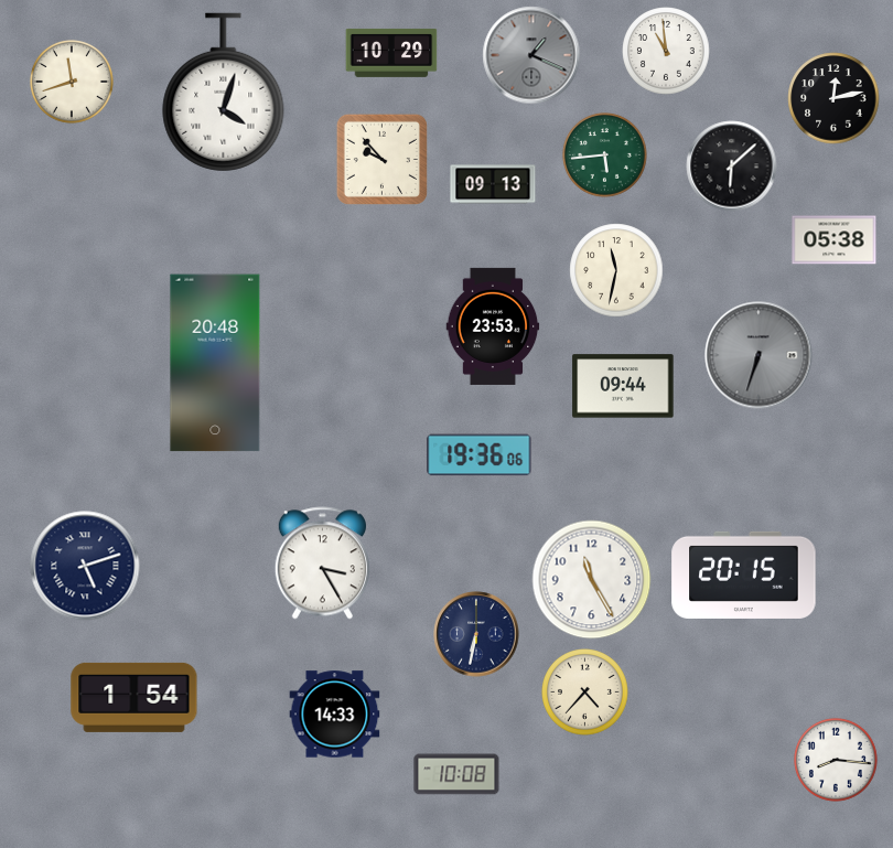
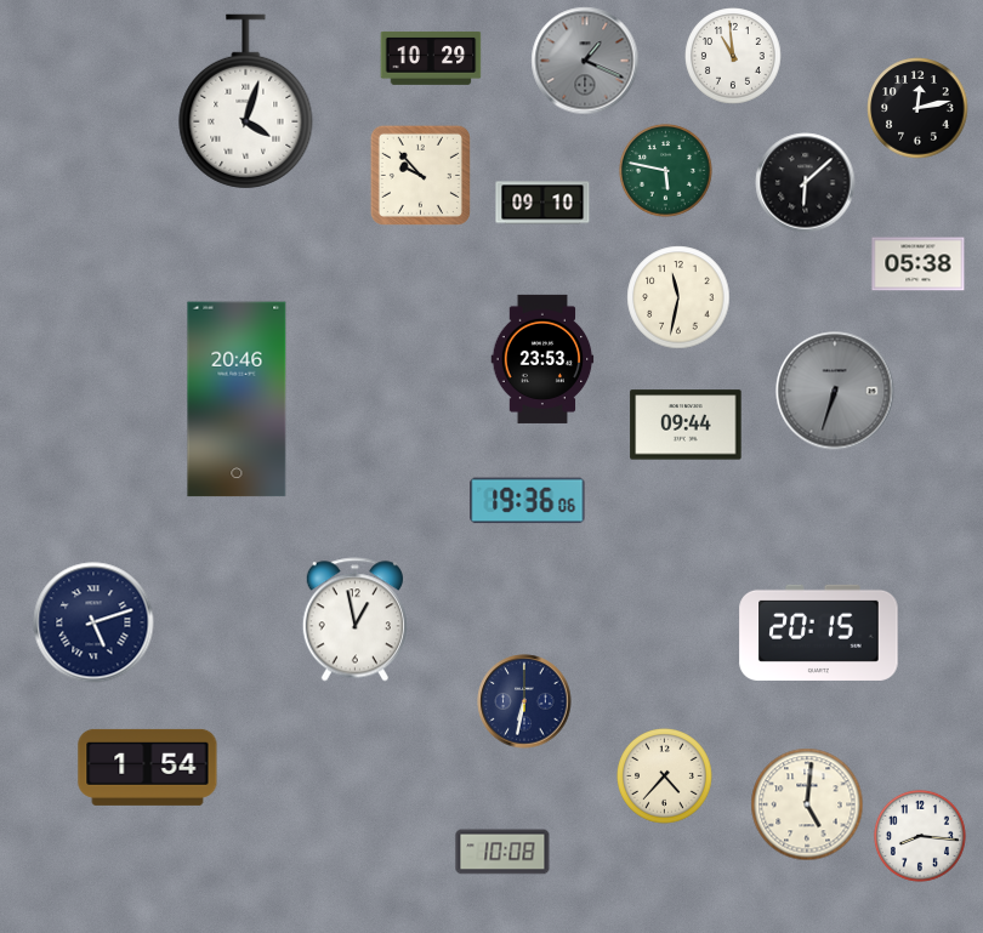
clock at (72, 82): 11:42 -> none
clock at (604, 154): 5:44 -> 5:47
clock at (493, 184): 09:13 -> 09:10
clock at (215, 363): 20:48 -> 20:46
clock at (322, 563): 3:25 -> 12:58
clock at (592, 580): 11:25 -> none
clock at (476, 634) position: (476, 634) -> (524, 701)
clock at (585, 693) position: (585, 693) -> (665, 776)
clock at (335, 715): 14:33 -> none
clock at (807, 804): none -> 5:01
